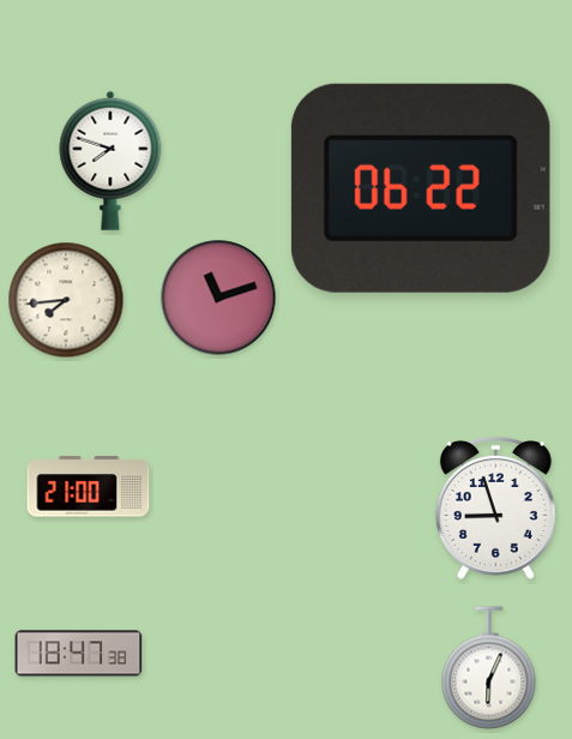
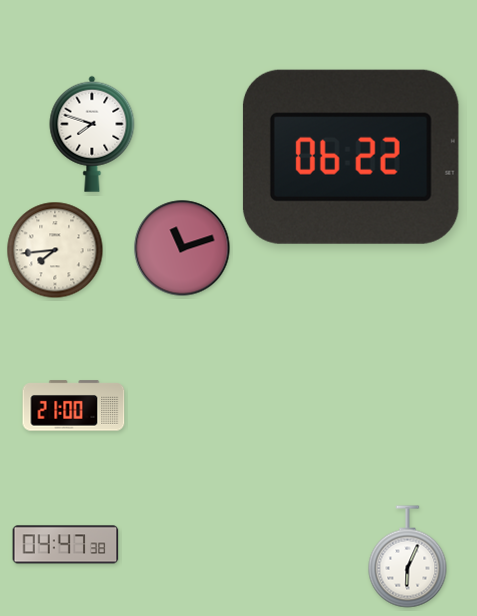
clock at (495, 507): 8:57 -> none
clock at (79, 654): 18:47 -> 04:47
